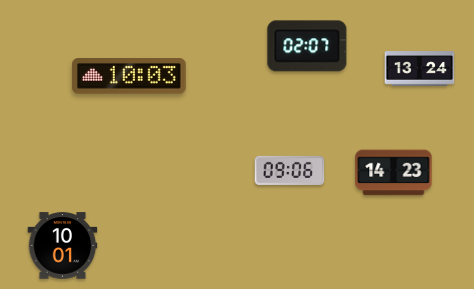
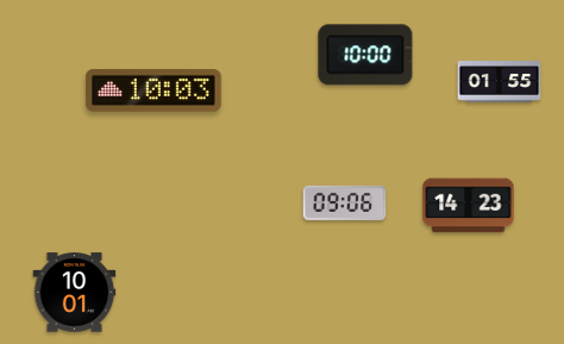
clock at (307, 46): 02:07 -> 10:00
clock at (420, 69): 13:24 -> 01:55
